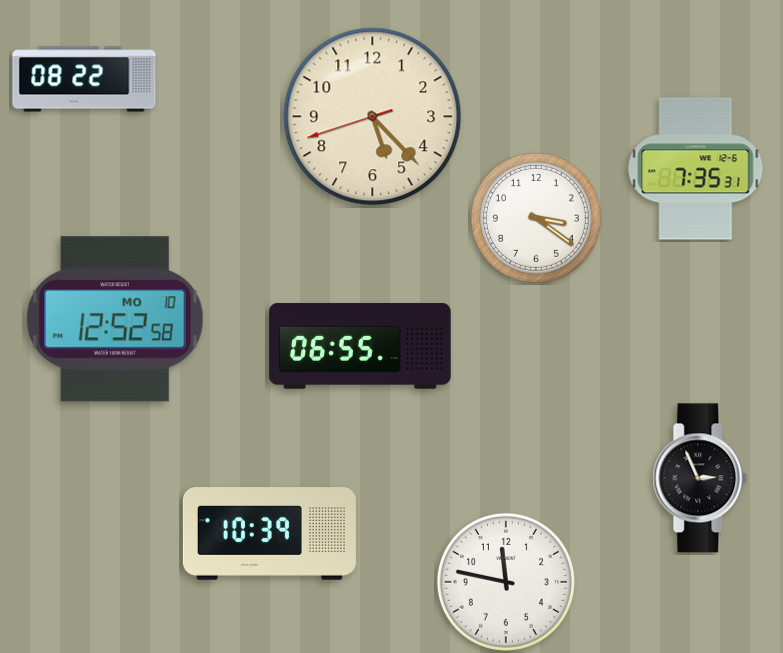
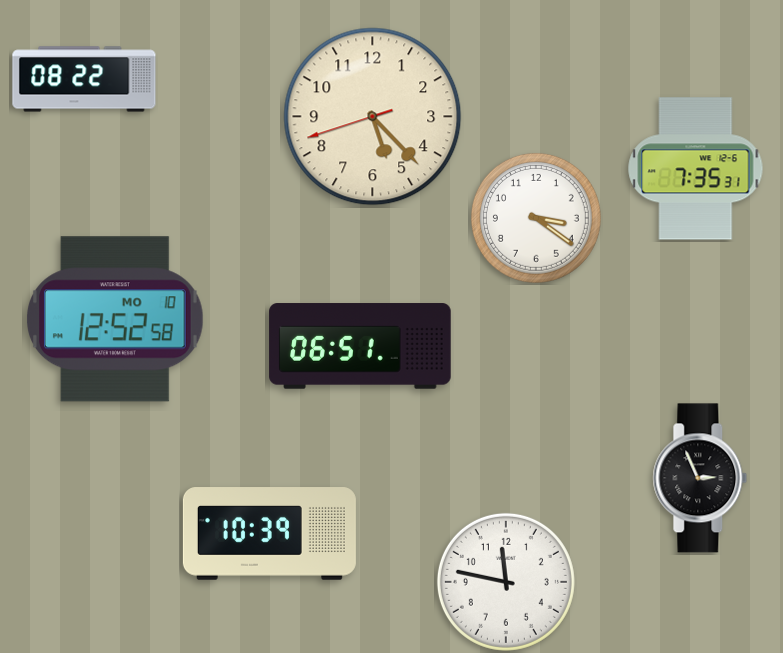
clock at (360, 346): 06:55 -> 06:51
